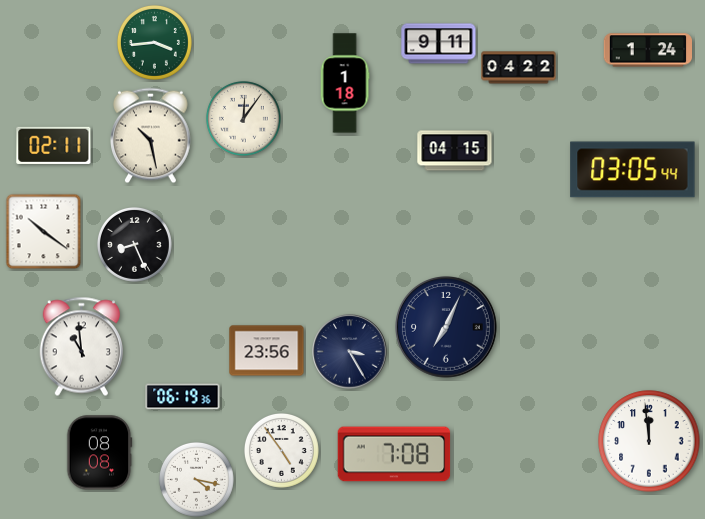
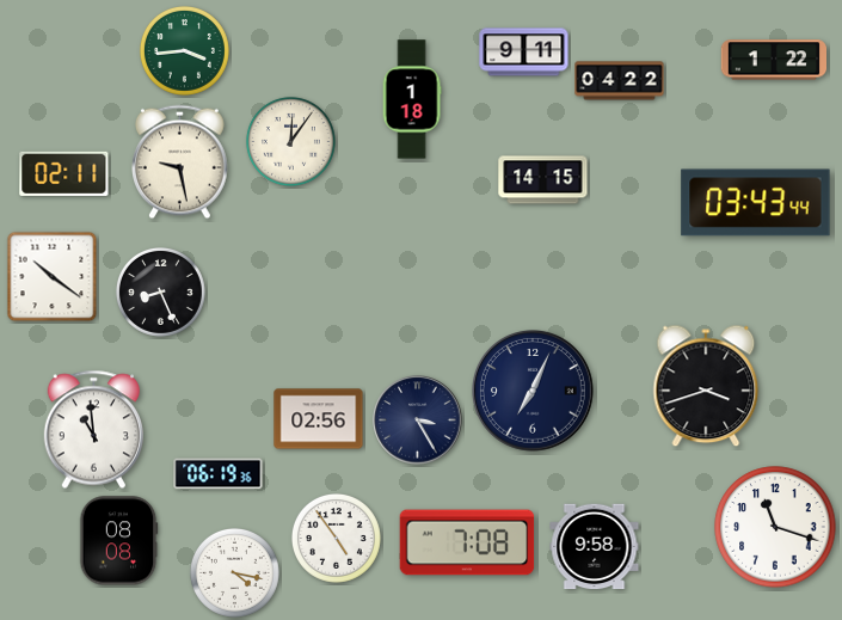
clock at (647, 50): 1:24 -> 1:22
clock at (151, 136): 10:28 -> 9:28
clock at (455, 151): 04:15 -> 14:15
clock at (633, 170): 03:05 -> 03:43
clock at (706, 386): none -> 3:42
clock at (81, 347) position: (81, 347) -> (93, 430)
clock at (267, 351): 23:56 -> 02:56
clock at (649, 441): 11:59 -> 11:18
clock at (394, 454) position: (394, 454) -> (467, 542)
clock at (595, 547): none -> 9:58
